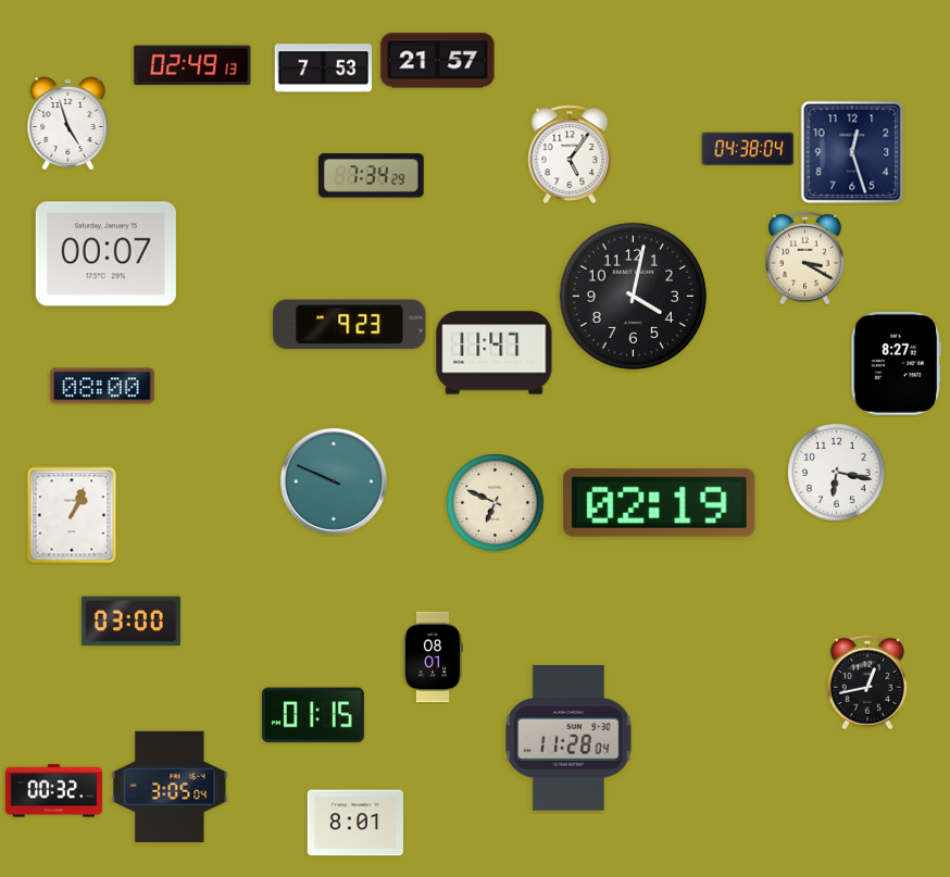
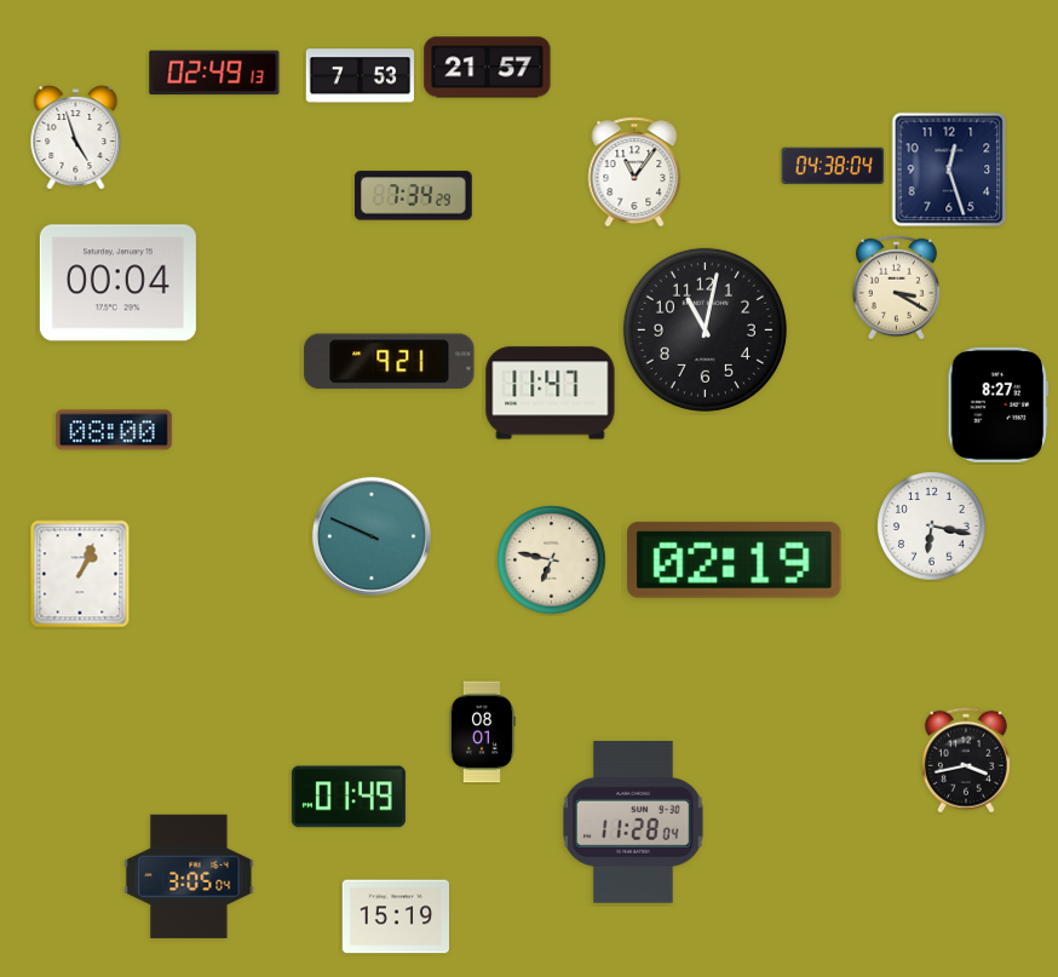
clock at (570, 154): 5:06 -> 11:06
clock at (105, 254): 00:07 -> 00:04
clock at (633, 296): 4:02 -> 11:02
clock at (350, 325): 9:23 -> 9:21
clock at (496, 503): 6:49 -> 6:47
clock at (130, 622): 03:00 -> none
clock at (867, 682): 12:43 -> 3:43
clock at (313, 715): 01:15 -> 01:49
clock at (53, 791): 00:32 -> none
clock at (355, 823): 8:01 -> 15:19
